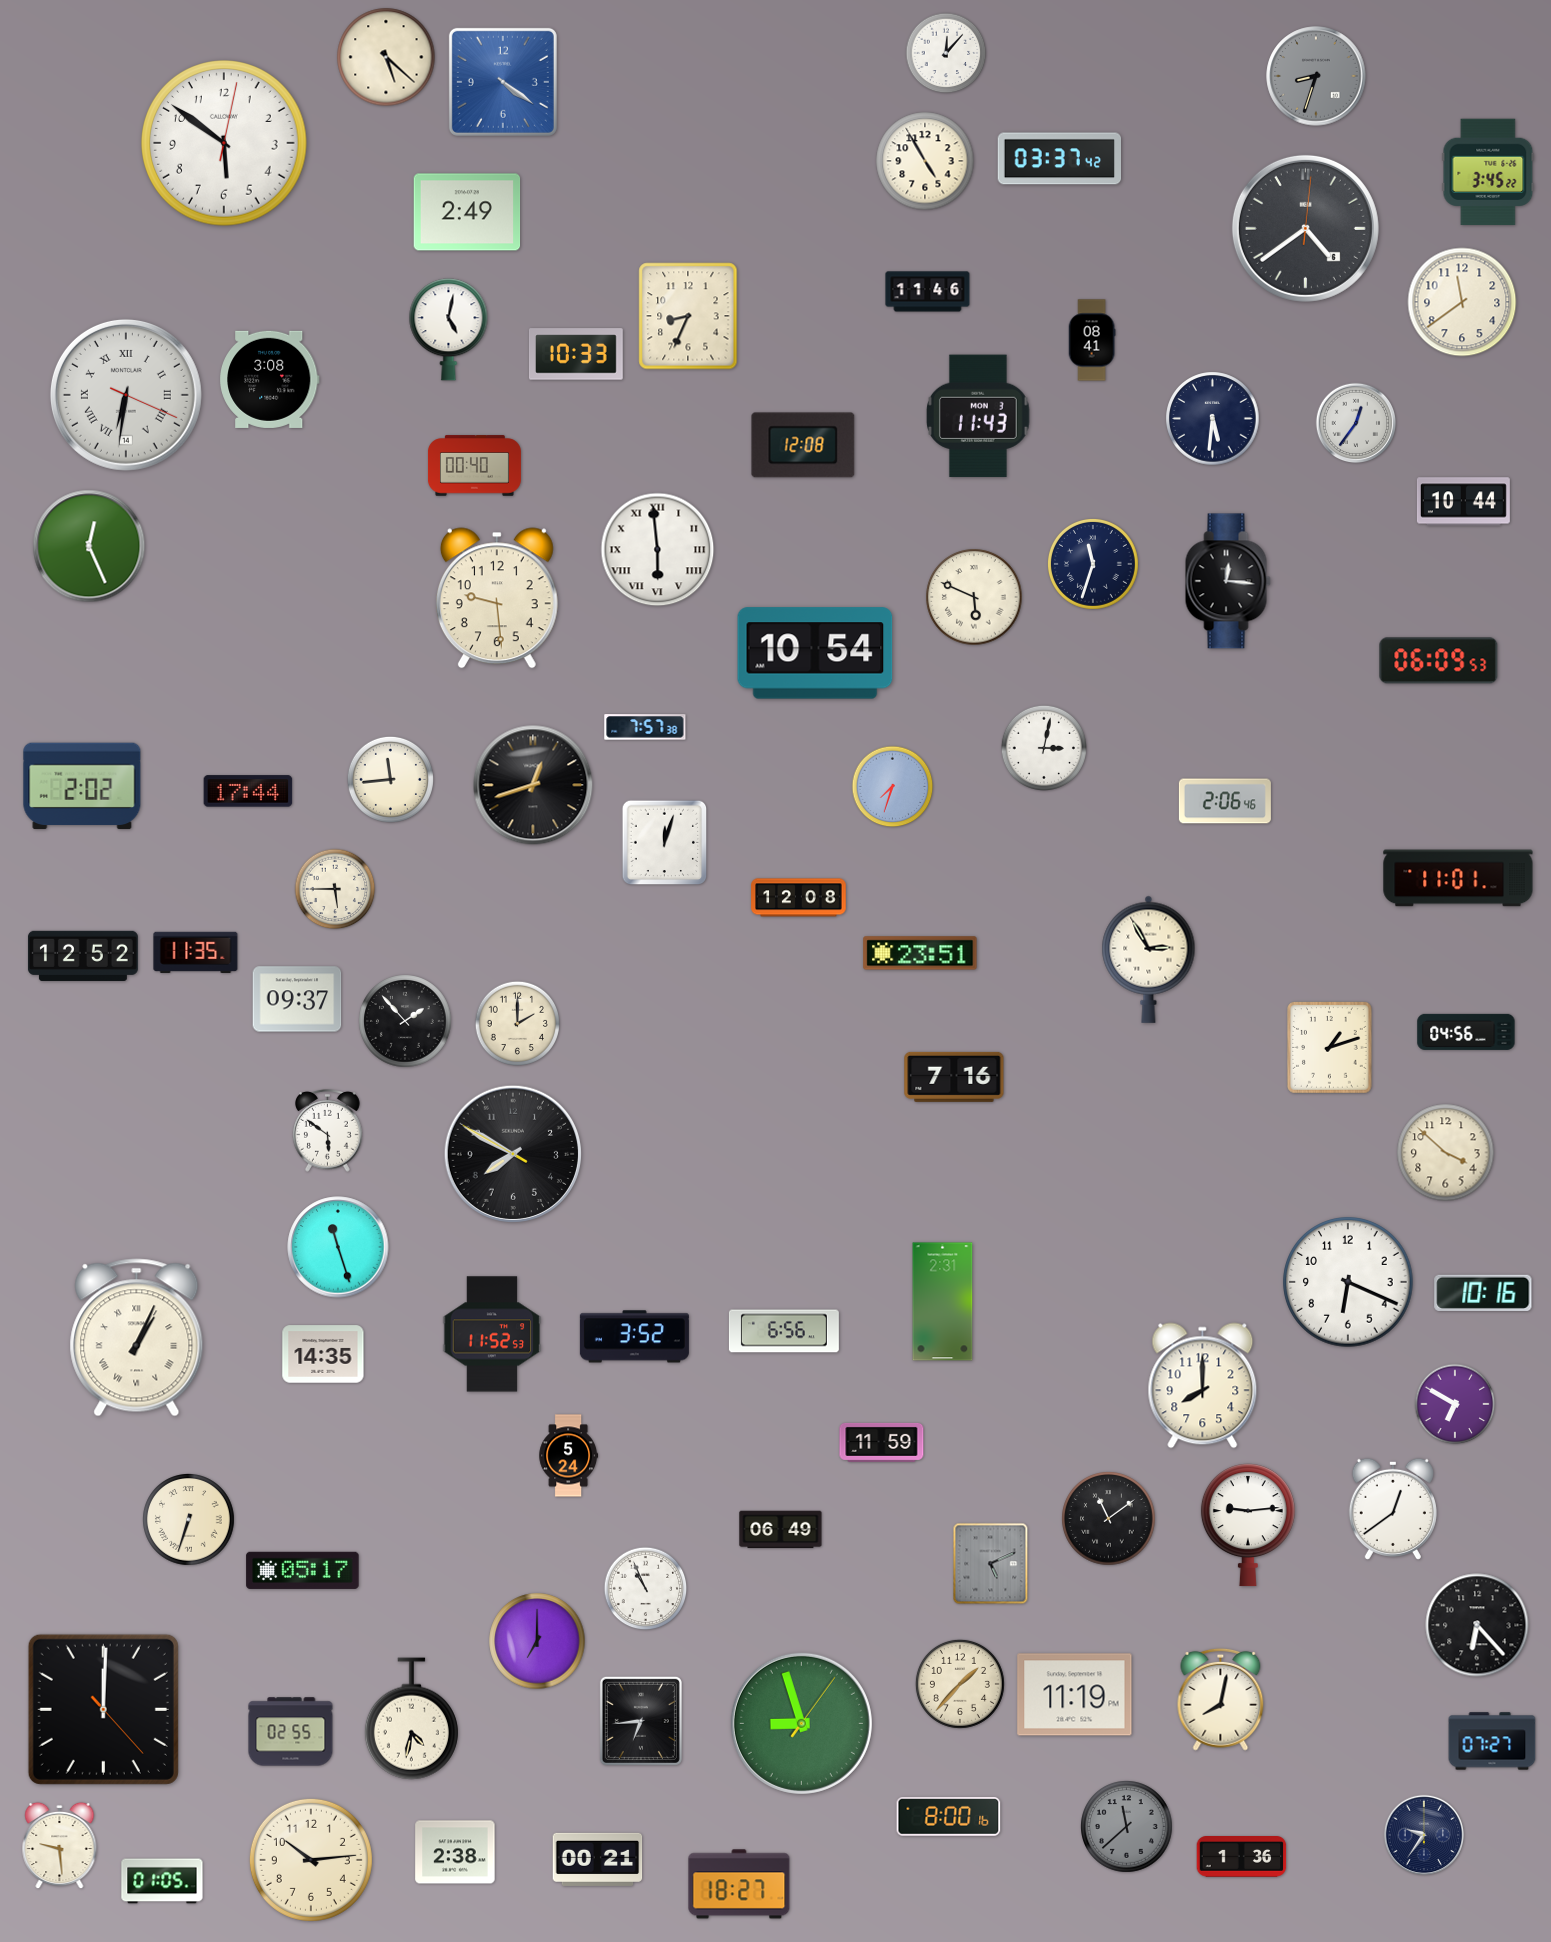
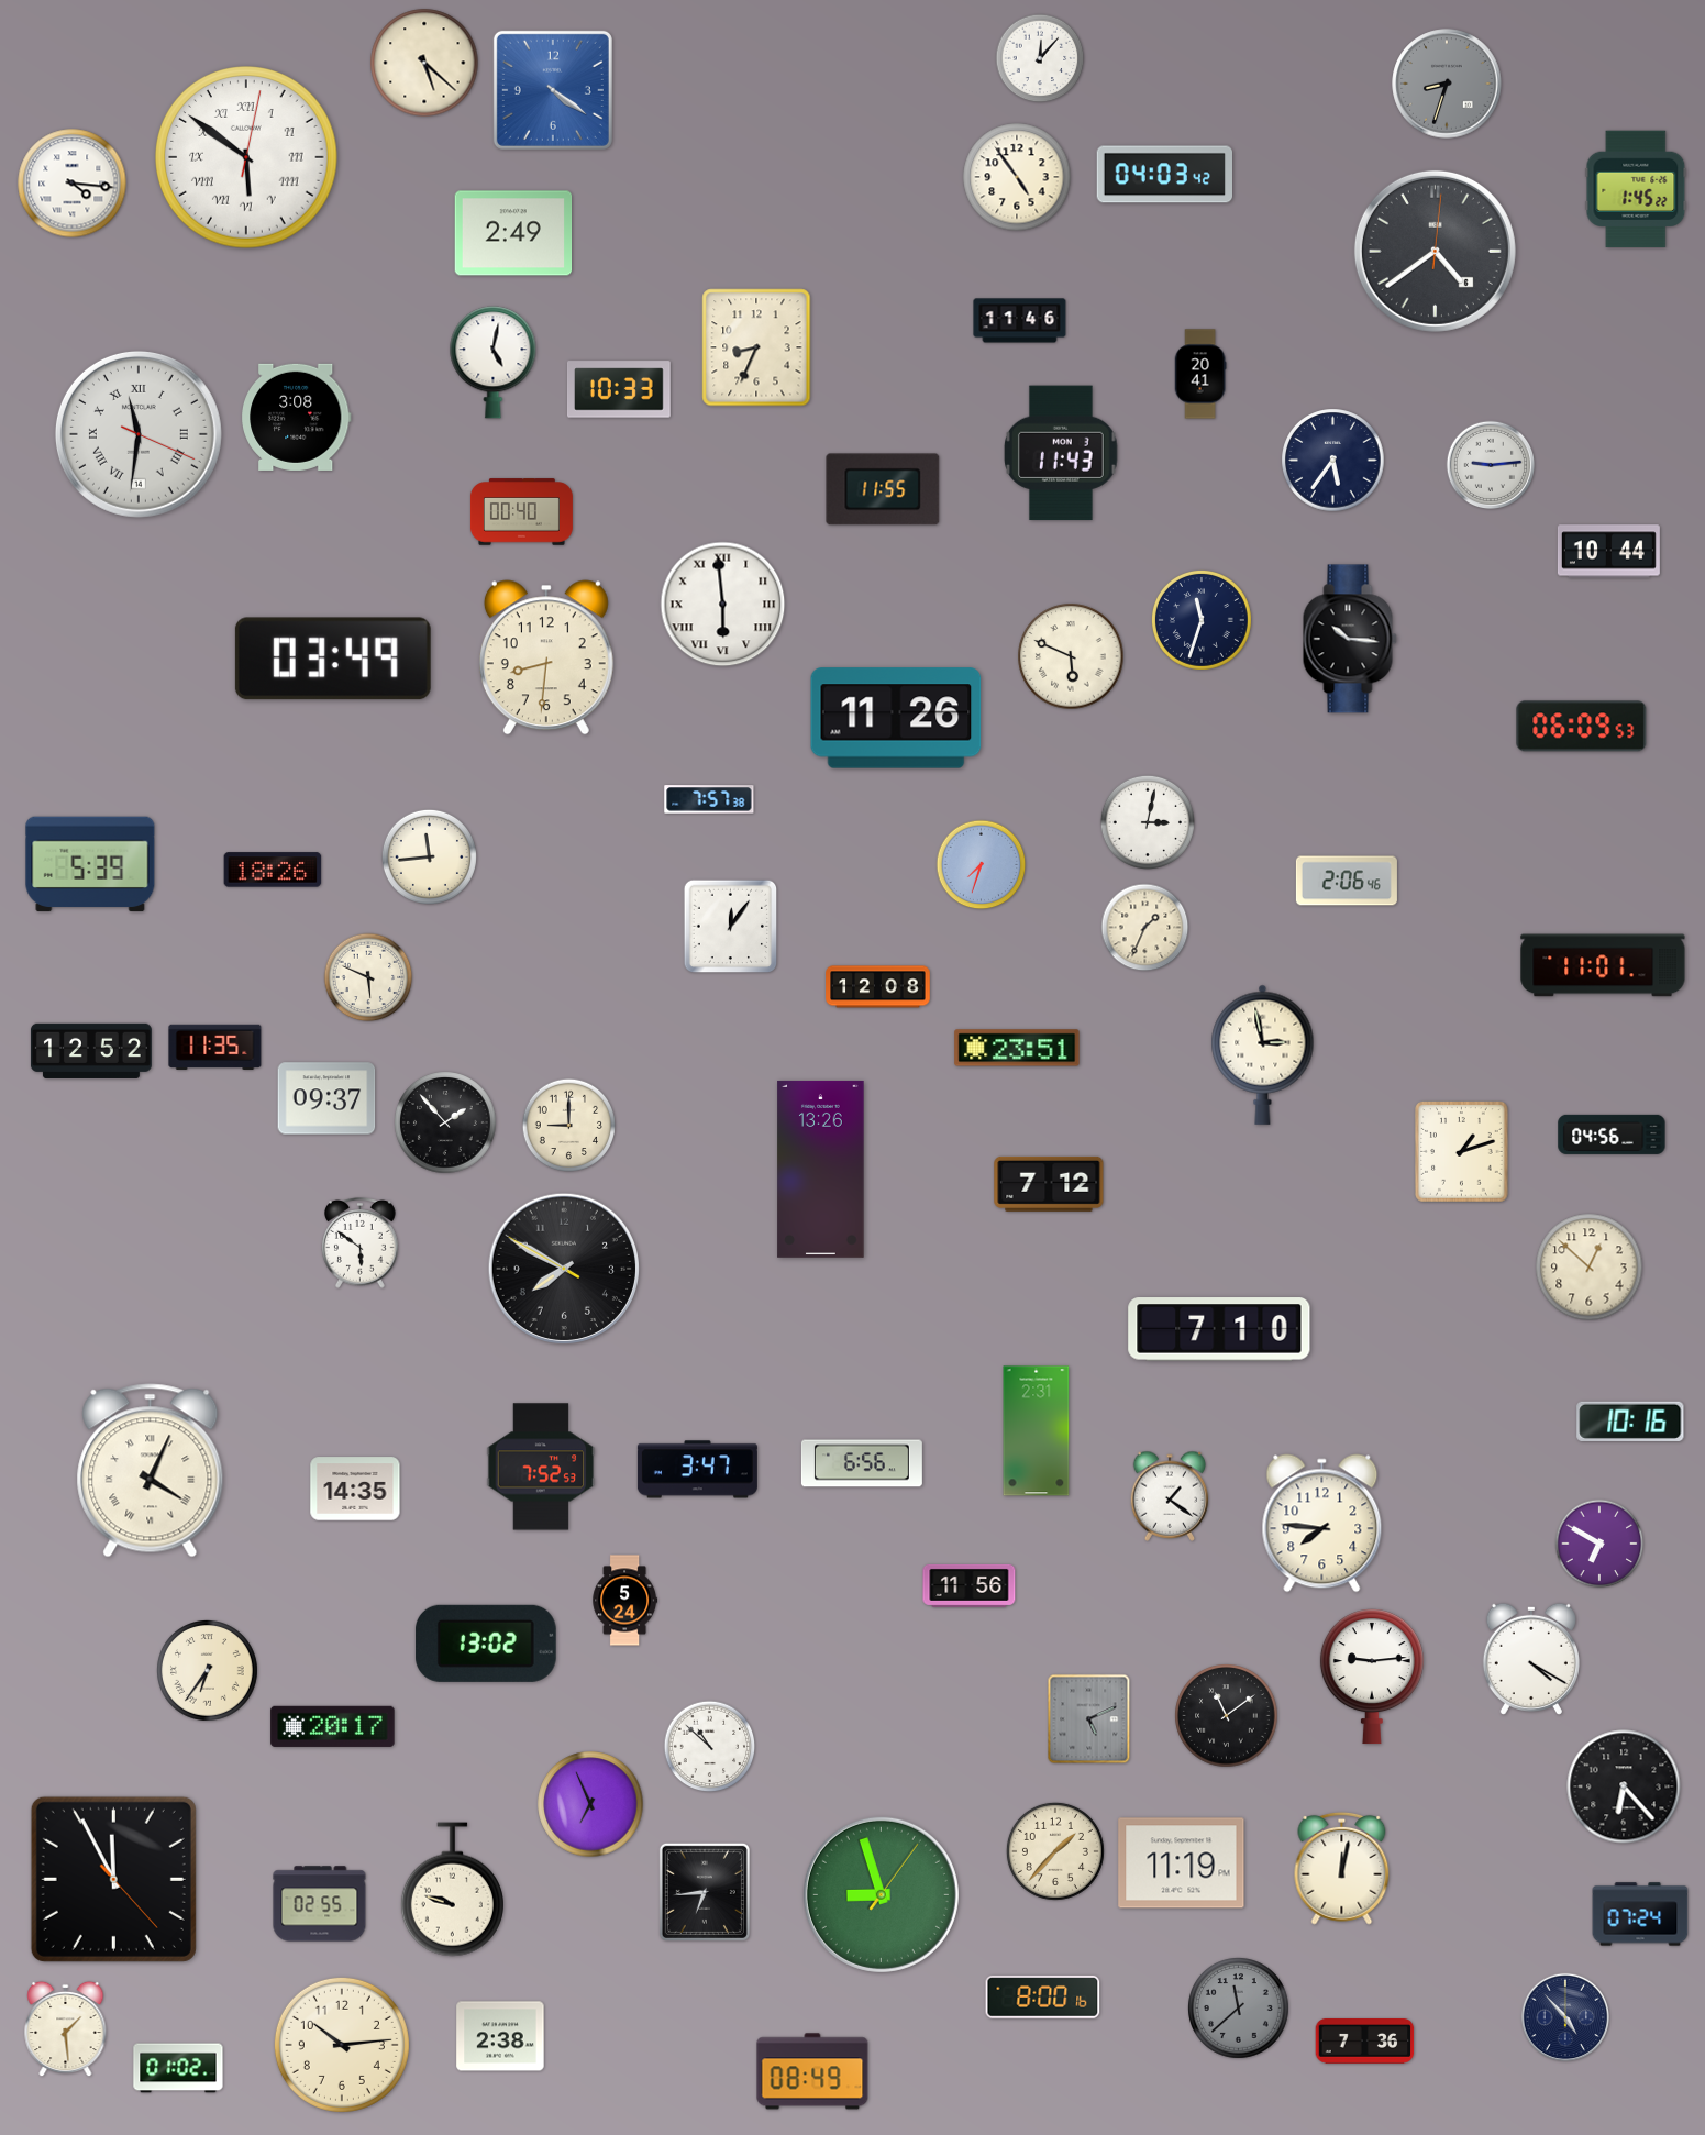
clock at (224, 143) numerals: Arabic -> Roman
clock at (1060, 159): 03:37 -> 04:03
clock at (925, 161): 4:55 -> 4:54
clock at (73, 184): none -> 4:16
clock at (1488, 172): 3:45 -> 1:45
clock at (1462, 302): 11:39 -> none
clock at (1092, 340): 08:41 -> 20:41
clock at (576, 354) position: (576, 354) -> (619, 389)
clock at (126, 395): 6:31 -> 11:31
clock at (979, 416) position: (979, 416) -> (1062, 453)
clock at (1213, 419): 5:31 -> 5:36
clock at (1356, 423): 12:36 -> 9:14
clock at (803, 445): 12:08 -> 11:55
clock at (89, 546): 12:26 -> none
clock at (1228, 581): 12:16 -> 10:16
clock at (497, 598): 9:29 -> 8:31
clock at (333, 659): none -> 03:49
clock at (815, 653): 10:54 -> 11:26
clock at (533, 785): 12:42 -> none
clock at (82, 786): 2:02 -> 5:39
clock at (248, 791): 17:44 -> 18:26
clock at (665, 843): 12:03 -> 12:06
clock at (1145, 928): none -> 1:34
clock at (335, 889): 5:45 -> 5:49
clock at (920, 953) position: (920, 953) -> (1017, 1048)
clock at (1149, 959): 2:55 -> 2:58
clock at (518, 1023): 2:00 -> 9:00
clock at (821, 1169): none -> 13:26
clock at (954, 1077): 7:16 -> 7:12
clock at (1446, 1153): 3:52 -> 12:52
clock at (1219, 1329): none -> 7:10
clock at (338, 1247): 11:27 -> none
clock at (1348, 1282): 6:19 -> none
clock at (492, 1334): 11:52 -> 7:52
clock at (634, 1337): 3:52 -> 3:47
clock at (137, 1338): 1:04 -> 4:04
clock at (1170, 1496): none -> 1:21
clock at (1203, 1386): 8:00 -> 7:46
clock at (882, 1442): 11:59 -> 11:56
clock at (486, 1644): none -> 13:02
clock at (1393, 1509): 12:39 -> 4:20
clock at (1109, 1519) position: (1109, 1519) -> (1227, 1716)
clock at (189, 1520): 6:33 -> 6:36
clock at (781, 1530): 06:49 -> none
clock at (303, 1570): 05:17 -> 20:17
clock at (646, 1589): 10:56 -> 10:52
clock at (537, 1641): 7:00 -> 6:56
clock at (1221, 1699): 8:02 -> 12:02
clock at (103, 1709): 12:00 -> 11:55
clock at (411, 1719): 4:32 -> 9:48
clock at (1492, 1741): 07:27 -> 07:24
clock at (1424, 1835): 9:36 -> 4:53
clock at (60, 1846): 9:29 -> 1:29
clock at (1242, 1857): 1:36 -> 7:36
clock at (598, 1859): 00:21 -> none
clock at (162, 1881): 01:05 -> 01:02
clock at (739, 1884): 18:27 -> 08:49
